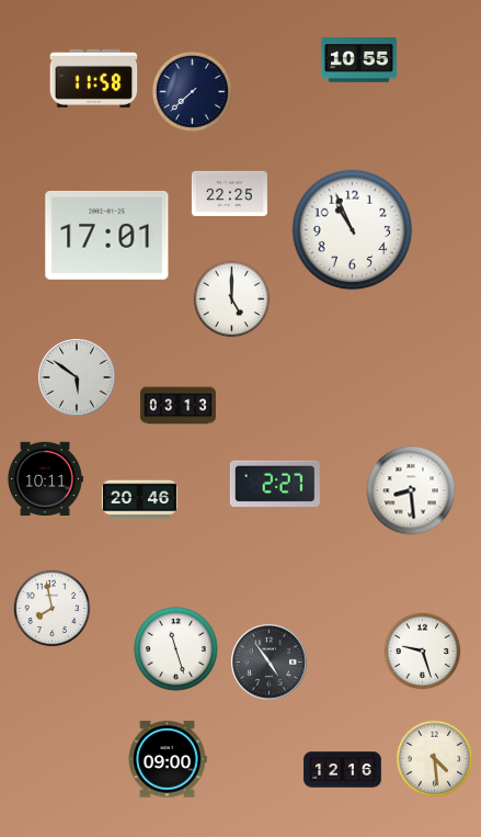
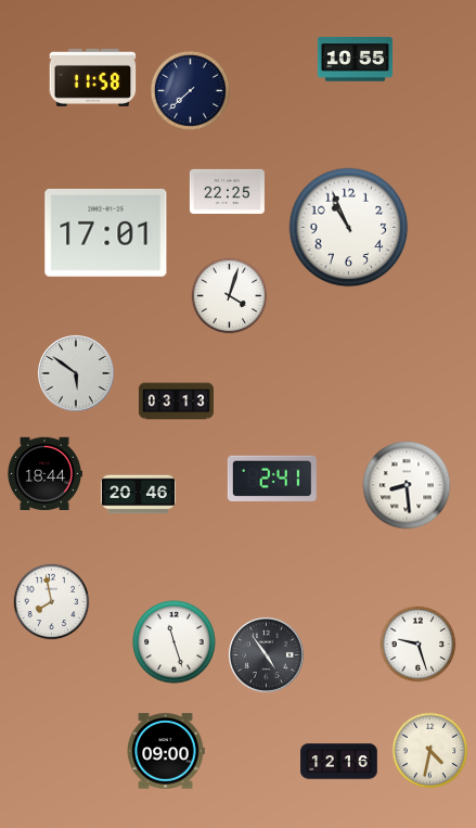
clock at (232, 299): 5:00 -> 4:03
clock at (45, 478): 10:11 -> 18:44
clock at (275, 484): 2:27 -> 2:41
clock at (435, 759): 4:29 -> 4:32
